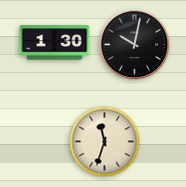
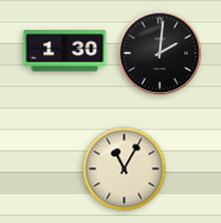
clock at (135, 45): 10:02 -> 2:01
clock at (105, 142): 11:33 -> 11:05
